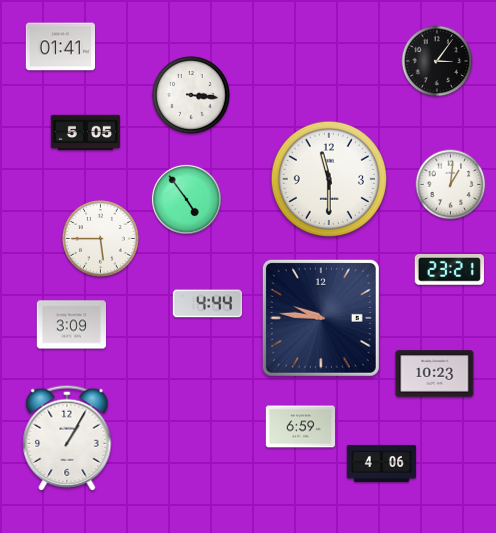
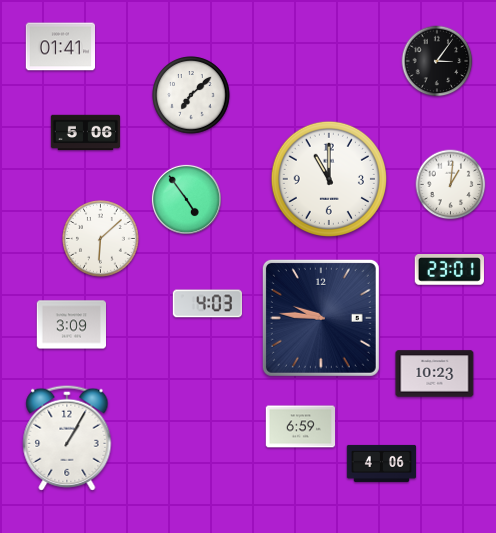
clock at (191, 95): 3:16 -> 7:08
clock at (86, 133): 5:05 -> 5:06
clock at (329, 179): 11:30 -> 11:00
clock at (101, 239): 5:45 -> 6:08
clock at (449, 270): 23:21 -> 23:01
clock at (207, 304): 4:44 -> 4:03
